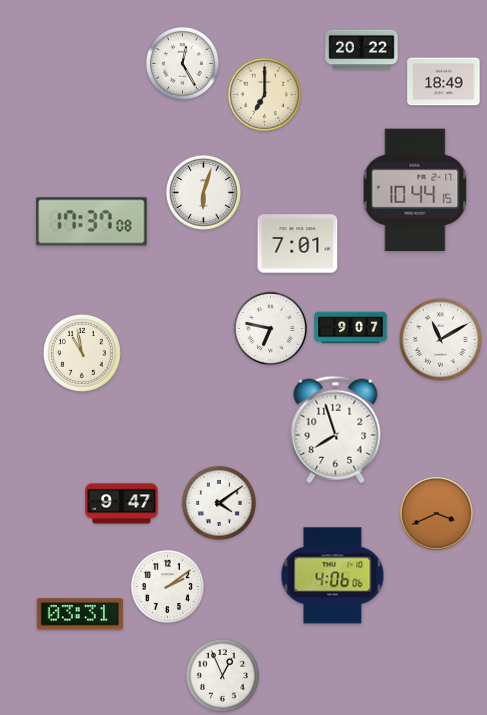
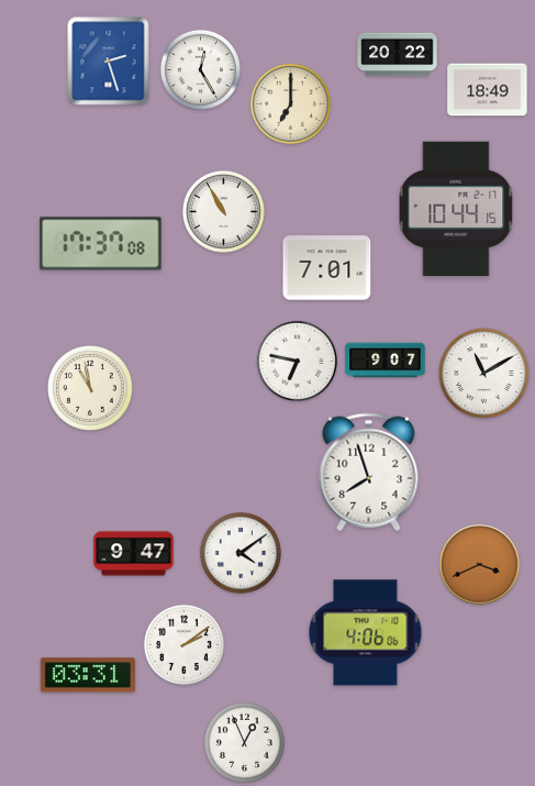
clock at (109, 62): none -> 2:27
clock at (203, 192): 6:03 -> 10:55
